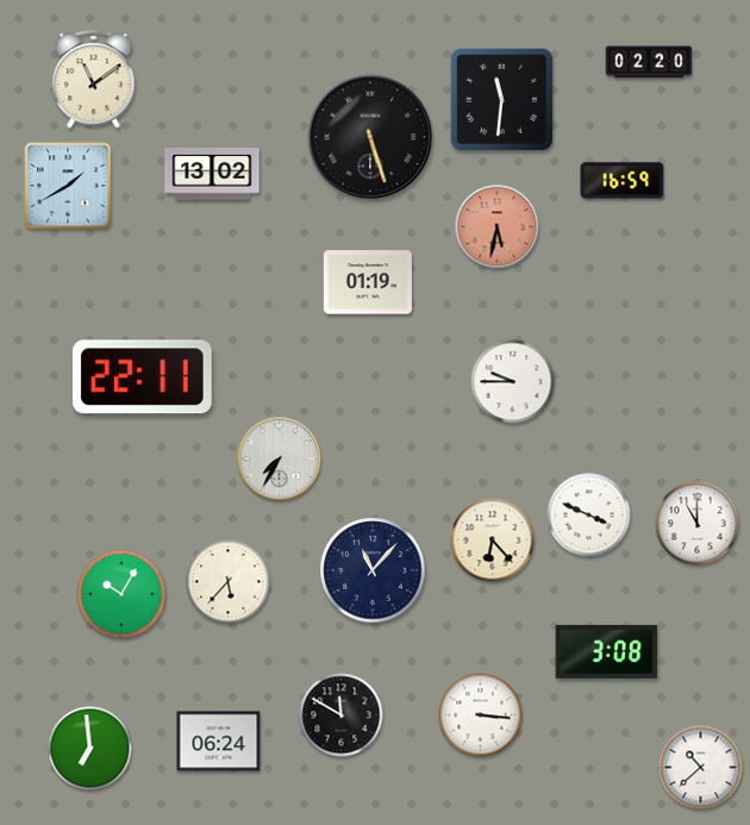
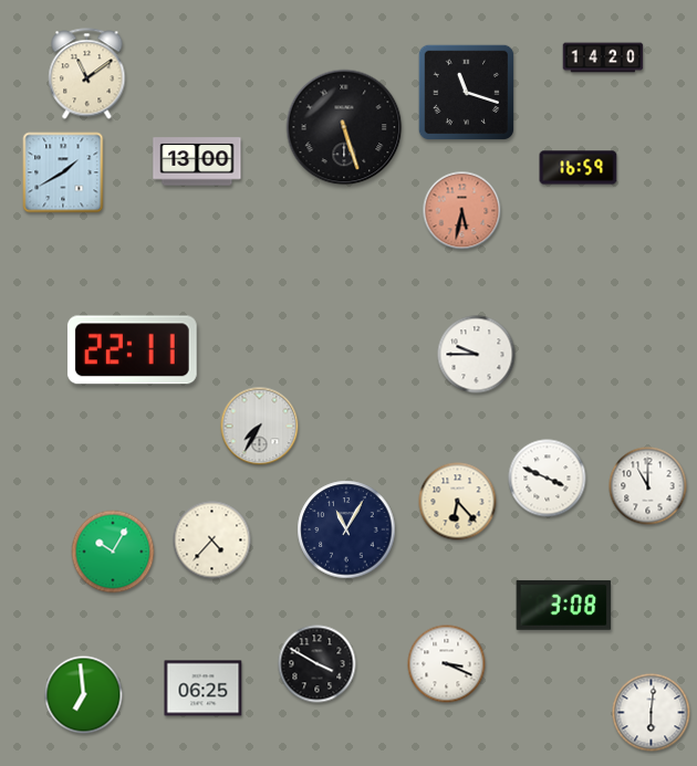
clock at (649, 62): 02:20 -> 14:20
clock at (501, 99): 11:31 -> 11:18
clock at (212, 174): 13:02 -> 13:00
clock at (368, 282): 01:19 -> none
clock at (373, 570): 11:07 -> 11:05
clock at (229, 582): 5:37 -> 4:37
clock at (342, 715): 11:50 -> 3:50
clock at (481, 715): 3:16 -> 3:19
clock at (219, 742): 06:24 -> 06:25
clock at (701, 768): 10:38 -> 6:01
